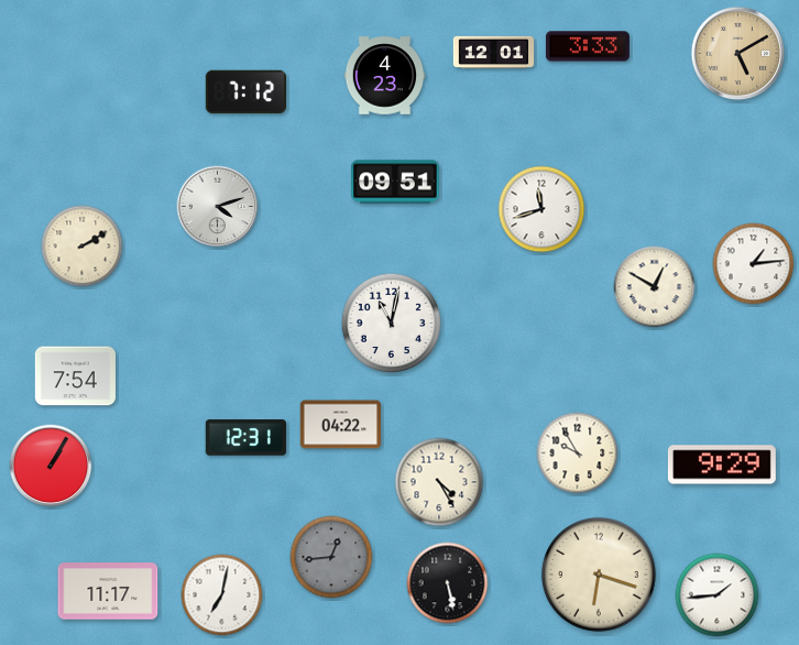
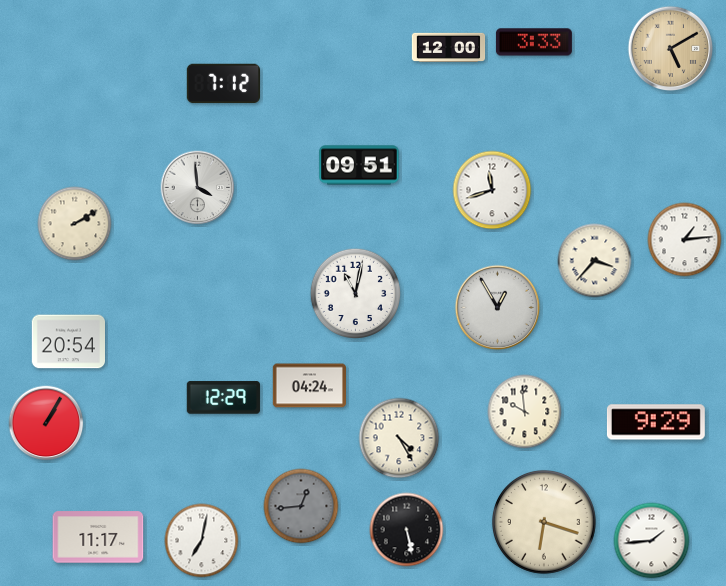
clock at (494, 52): 12:01 -> 12:00
clock at (385, 76): 4:23 -> none
clock at (218, 207): 4:12 -> 3:59
clock at (655, 287): 12:50 -> 3:37
clock at (498, 308): none -> 12:55
clock at (75, 376): 7:54 -> 20:54
clock at (341, 425): 04:22 -> 04:24
clock at (245, 438): 12:31 -> 12:29
clock at (578, 453): 9:55 -> 9:59
